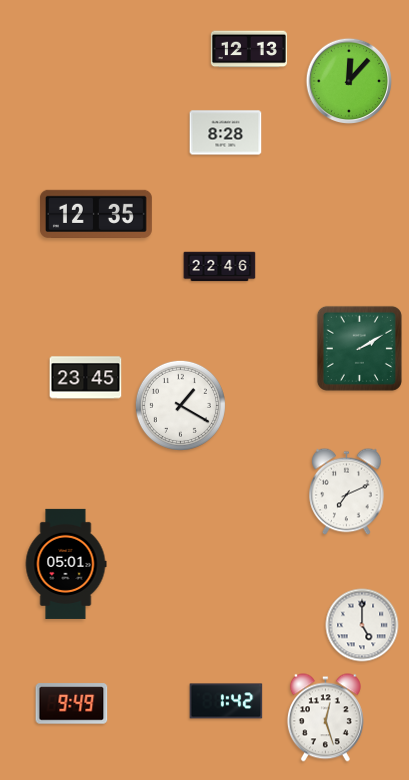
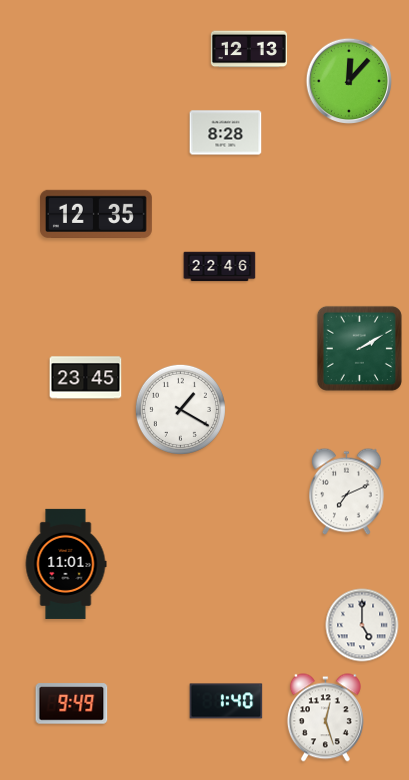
clock at (180, 405) position: (180, 405) -> (180, 409)
clock at (66, 564): 05:01 -> 11:01
clock at (226, 701): 1:42 -> 1:40
